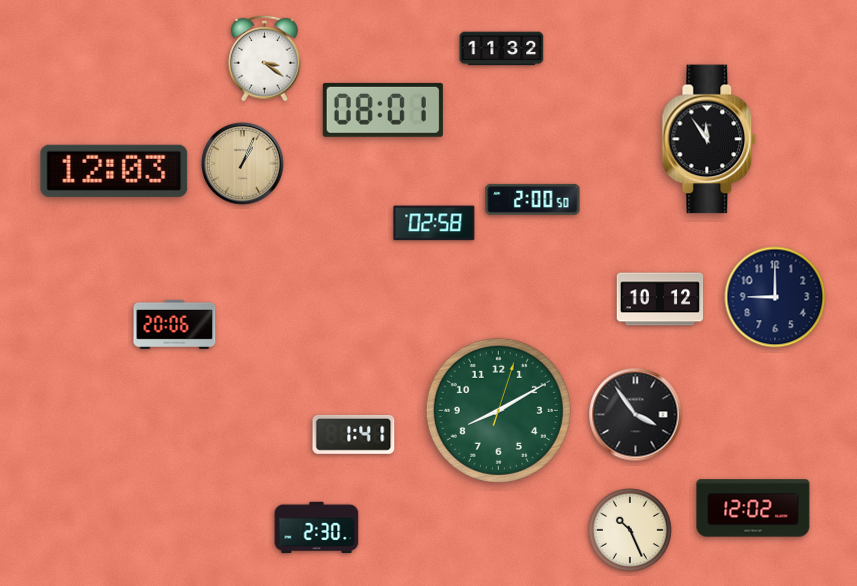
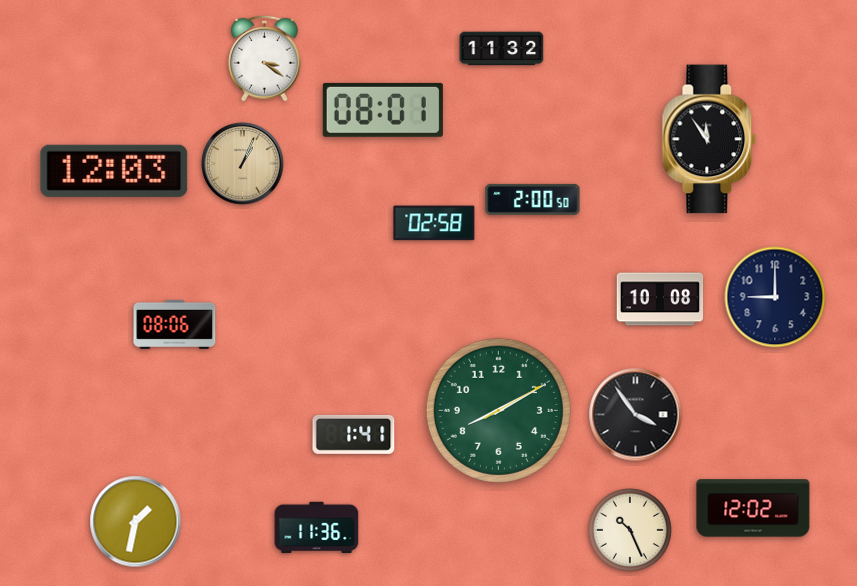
clock at (660, 299): 10:12 -> 10:08
clock at (175, 324): 20:06 -> 08:06
clock at (498, 410): 8:10:03 -> 8:10:10
clock at (136, 522): none -> 1:32
clock at (317, 528): 2:30 -> 11:36
